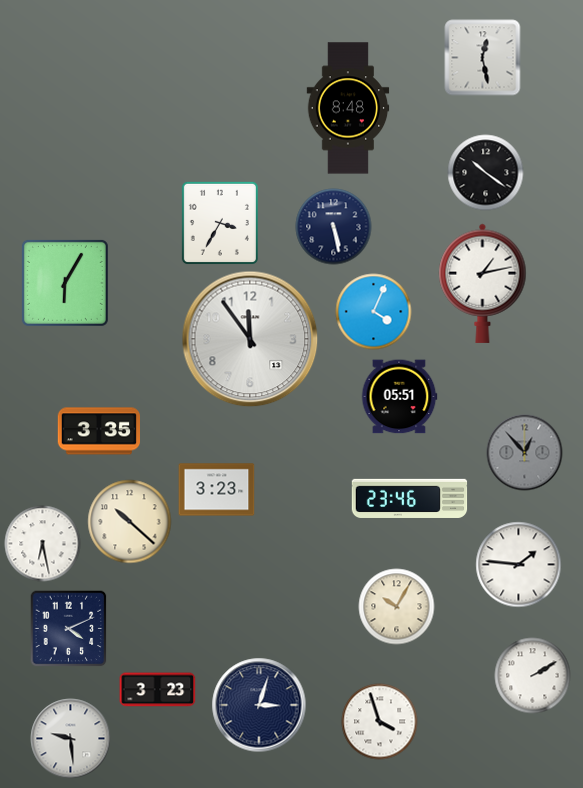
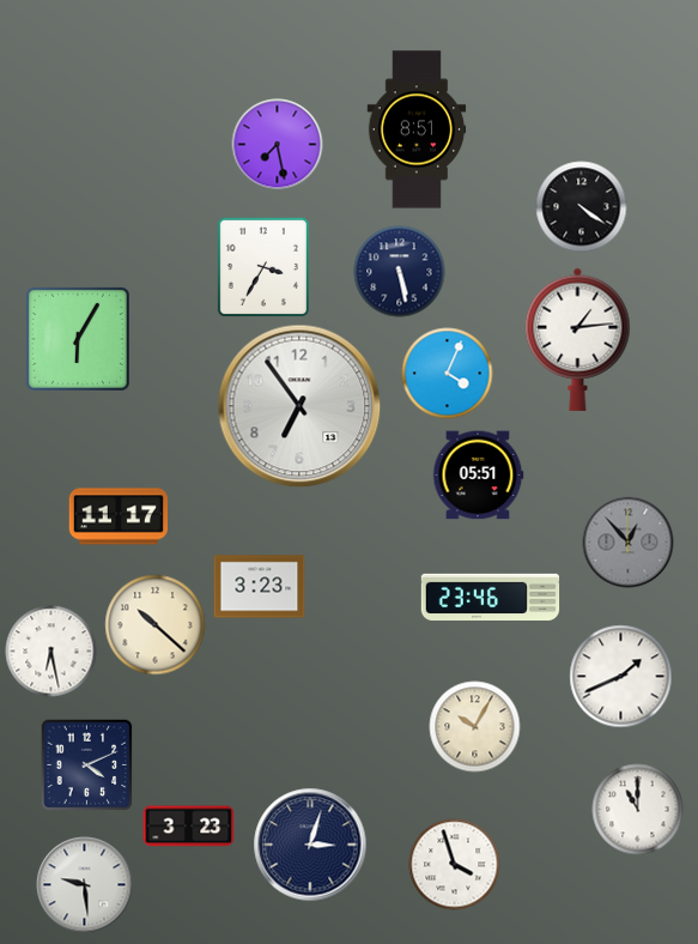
clock at (483, 58): 12:28 -> none
clock at (348, 108): 8:48 -> 8:51
clock at (278, 145): none -> 7:28
clock at (486, 173): 10:21 -> 4:21
clock at (483, 283): 1:13 -> 1:14
clock at (250, 339): 11:54 -> 6:54
clock at (98, 431): 3:35 -> 11:17
clock at (519, 565): 1:46 -> 1:41
clock at (68, 628) position: (68, 628) -> (86, 764)
clock at (533, 676): 2:10 -> 11:00
